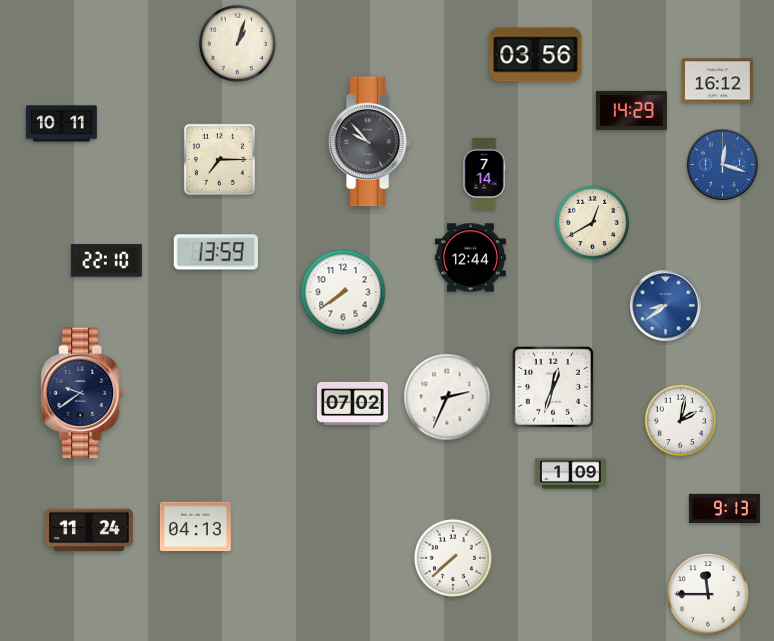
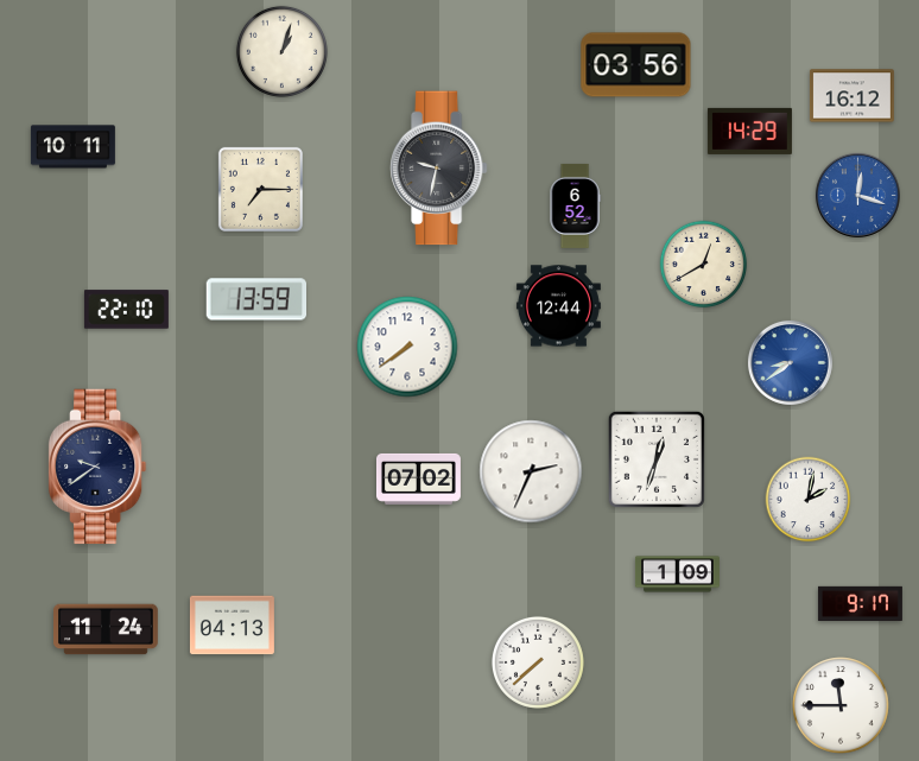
clock at (369, 142): 9:53 -> 9:32
clock at (484, 173): 7:14 -> 6:52
clock at (570, 474) position: (570, 474) -> (677, 575)
clock at (724, 508): 9:13 -> 9:17
